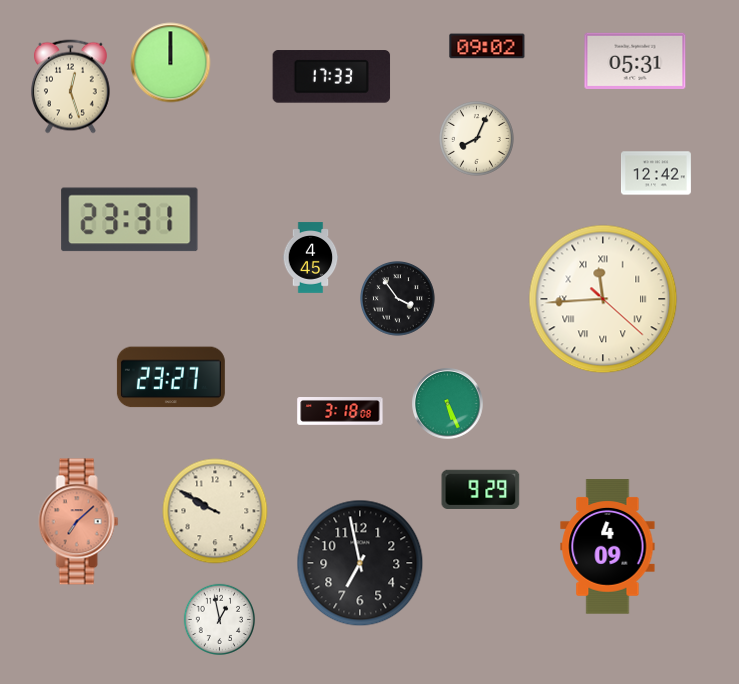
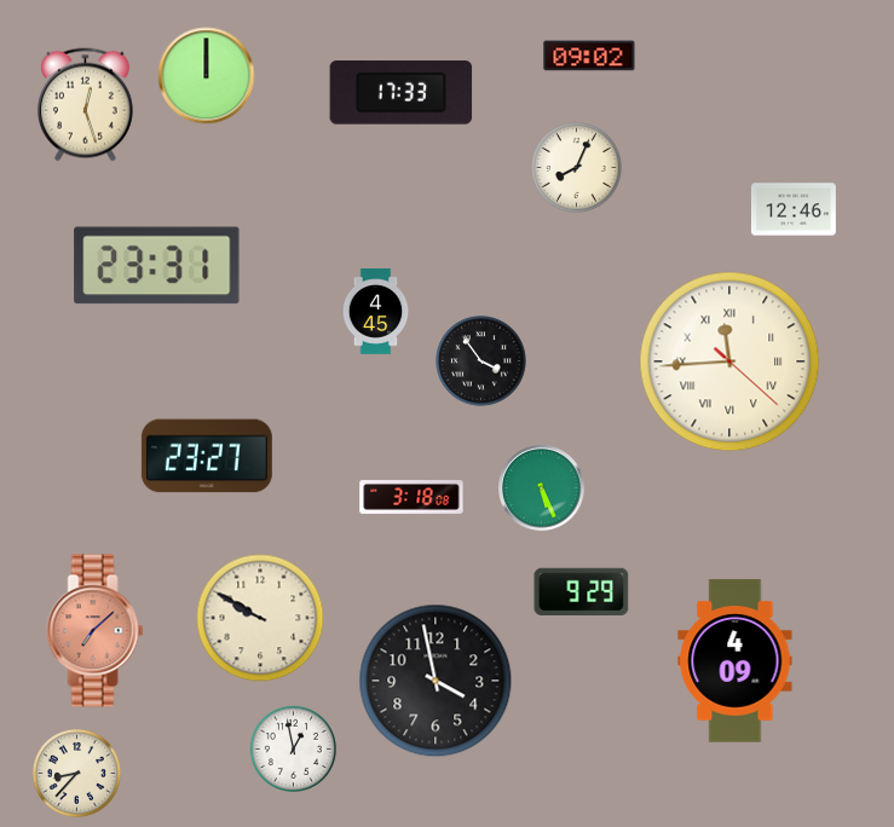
clock at (635, 61): 05:31 -> none
clock at (656, 173): 12:42 -> 12:46
clock at (360, 563): 6:58 -> 3:58
clock at (220, 620) position: (220, 620) -> (294, 750)
clock at (76, 773): none -> 8:37
